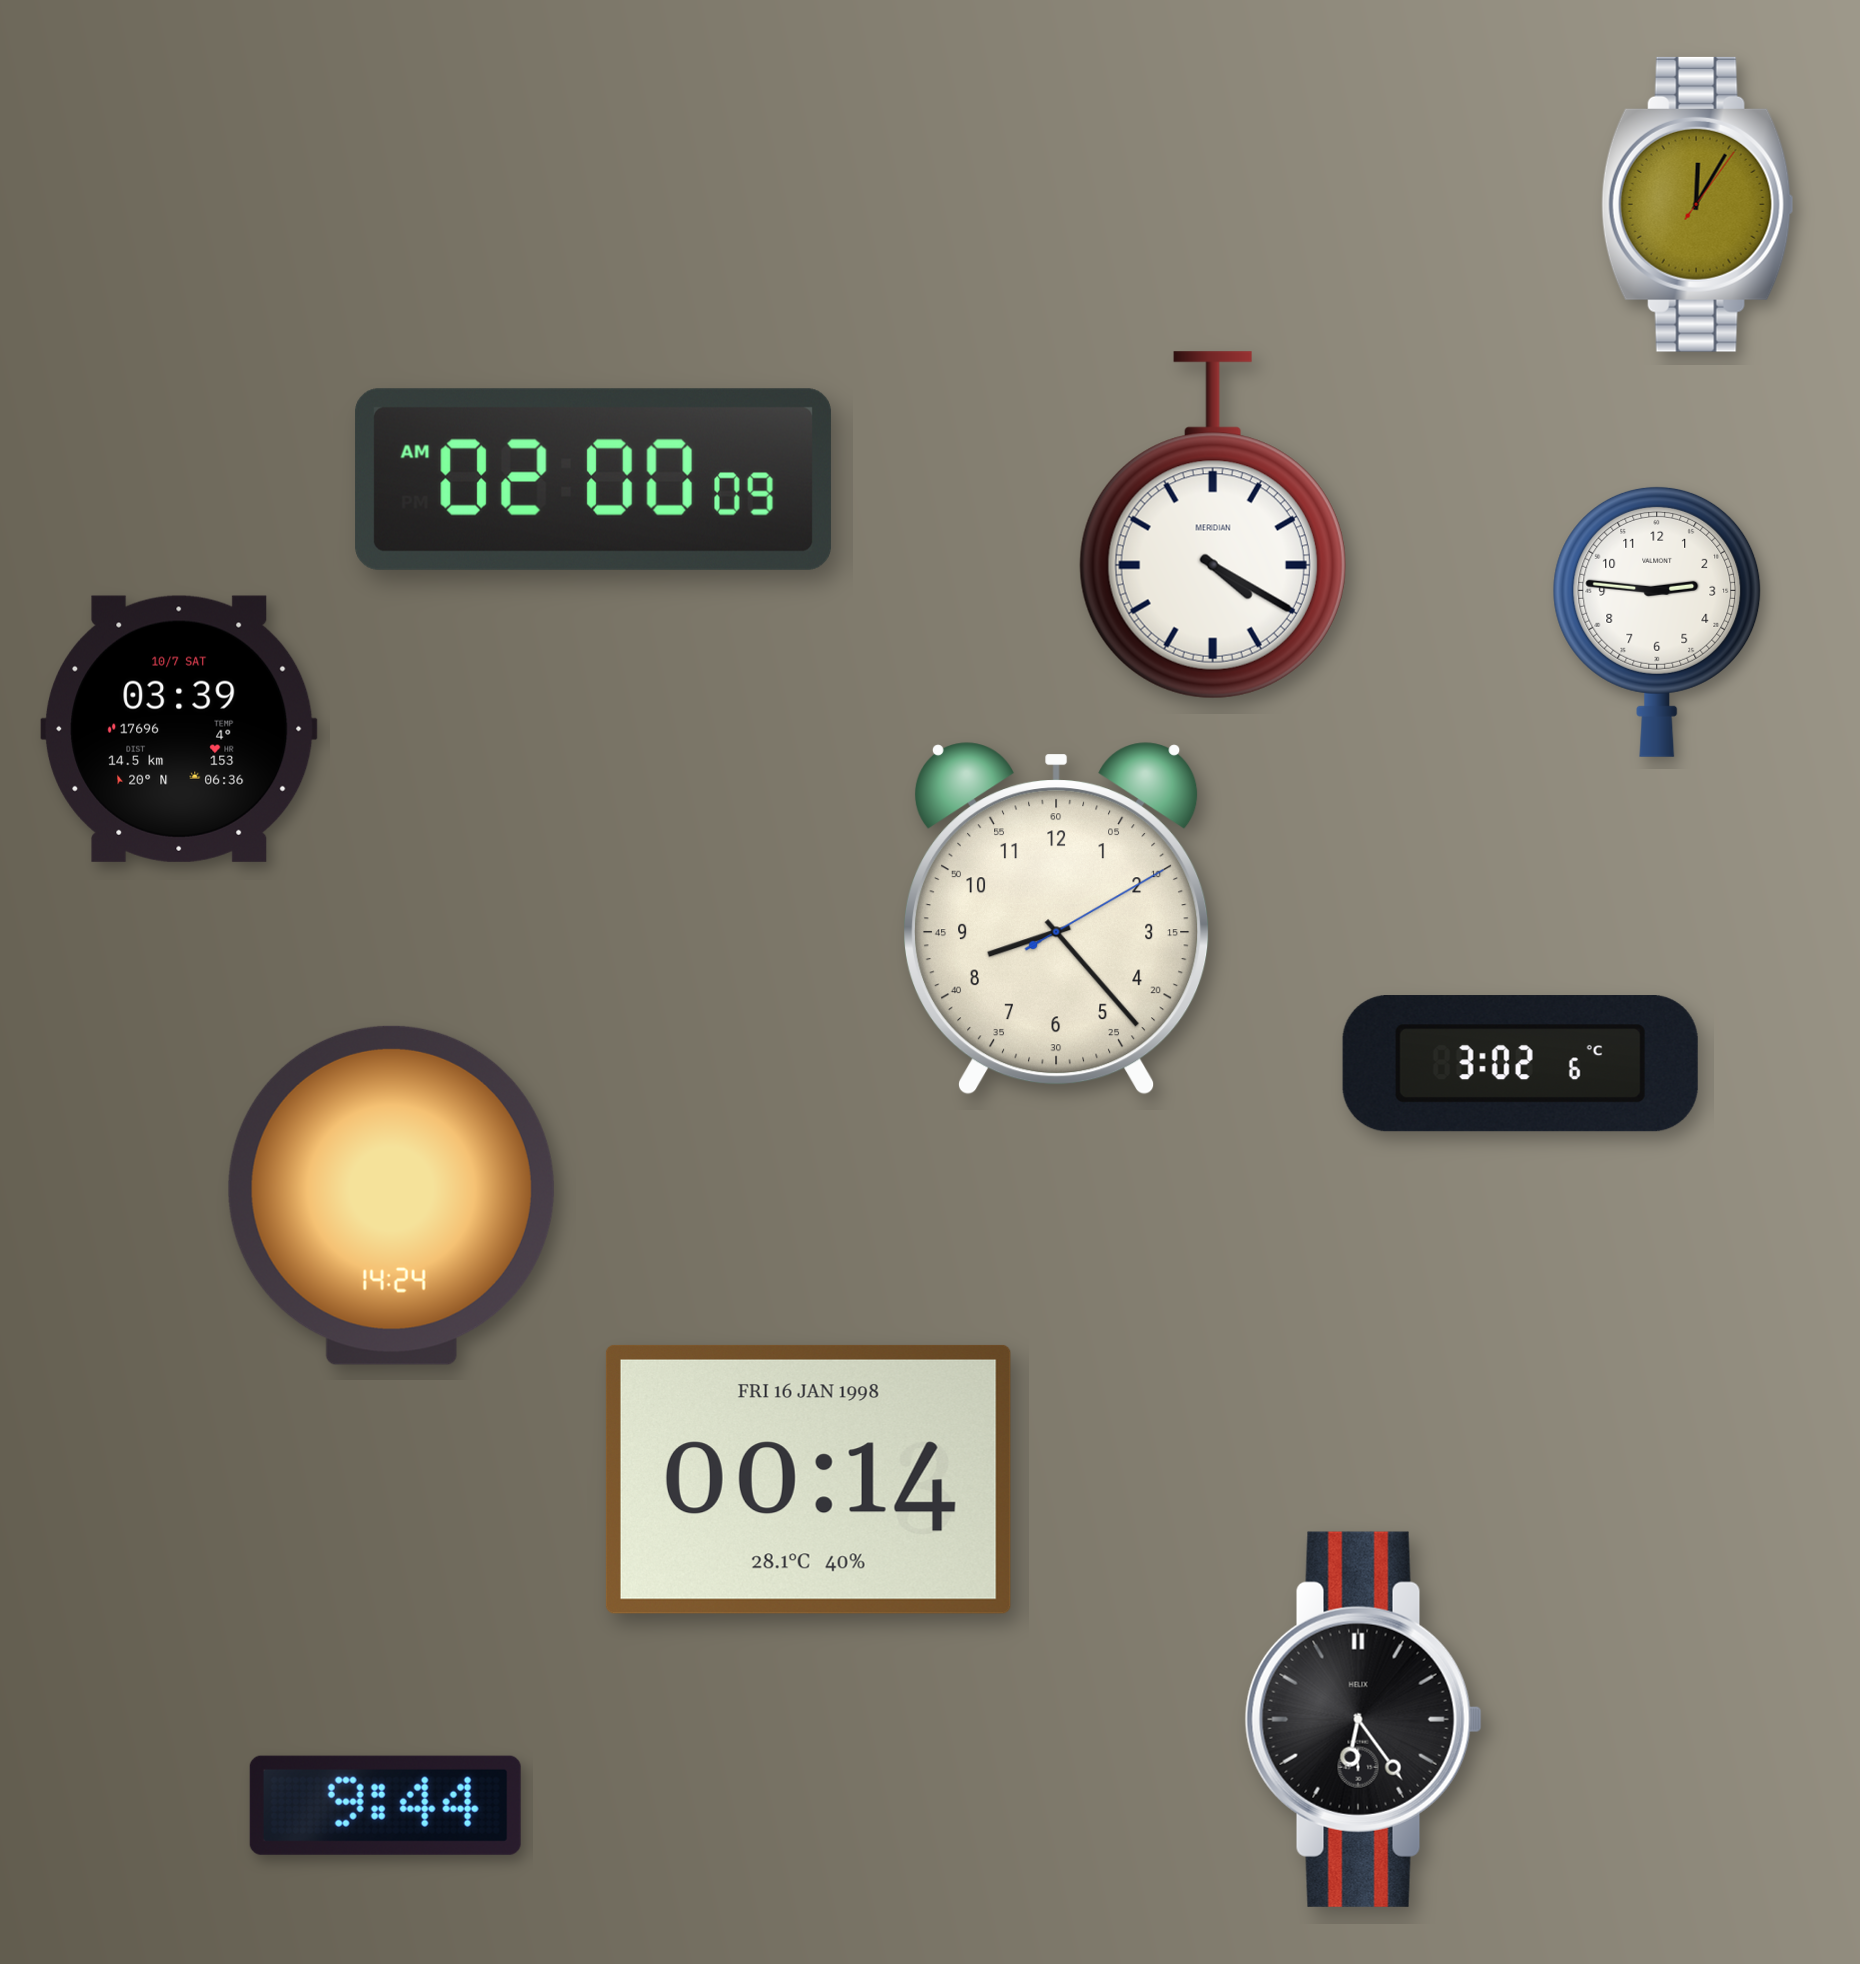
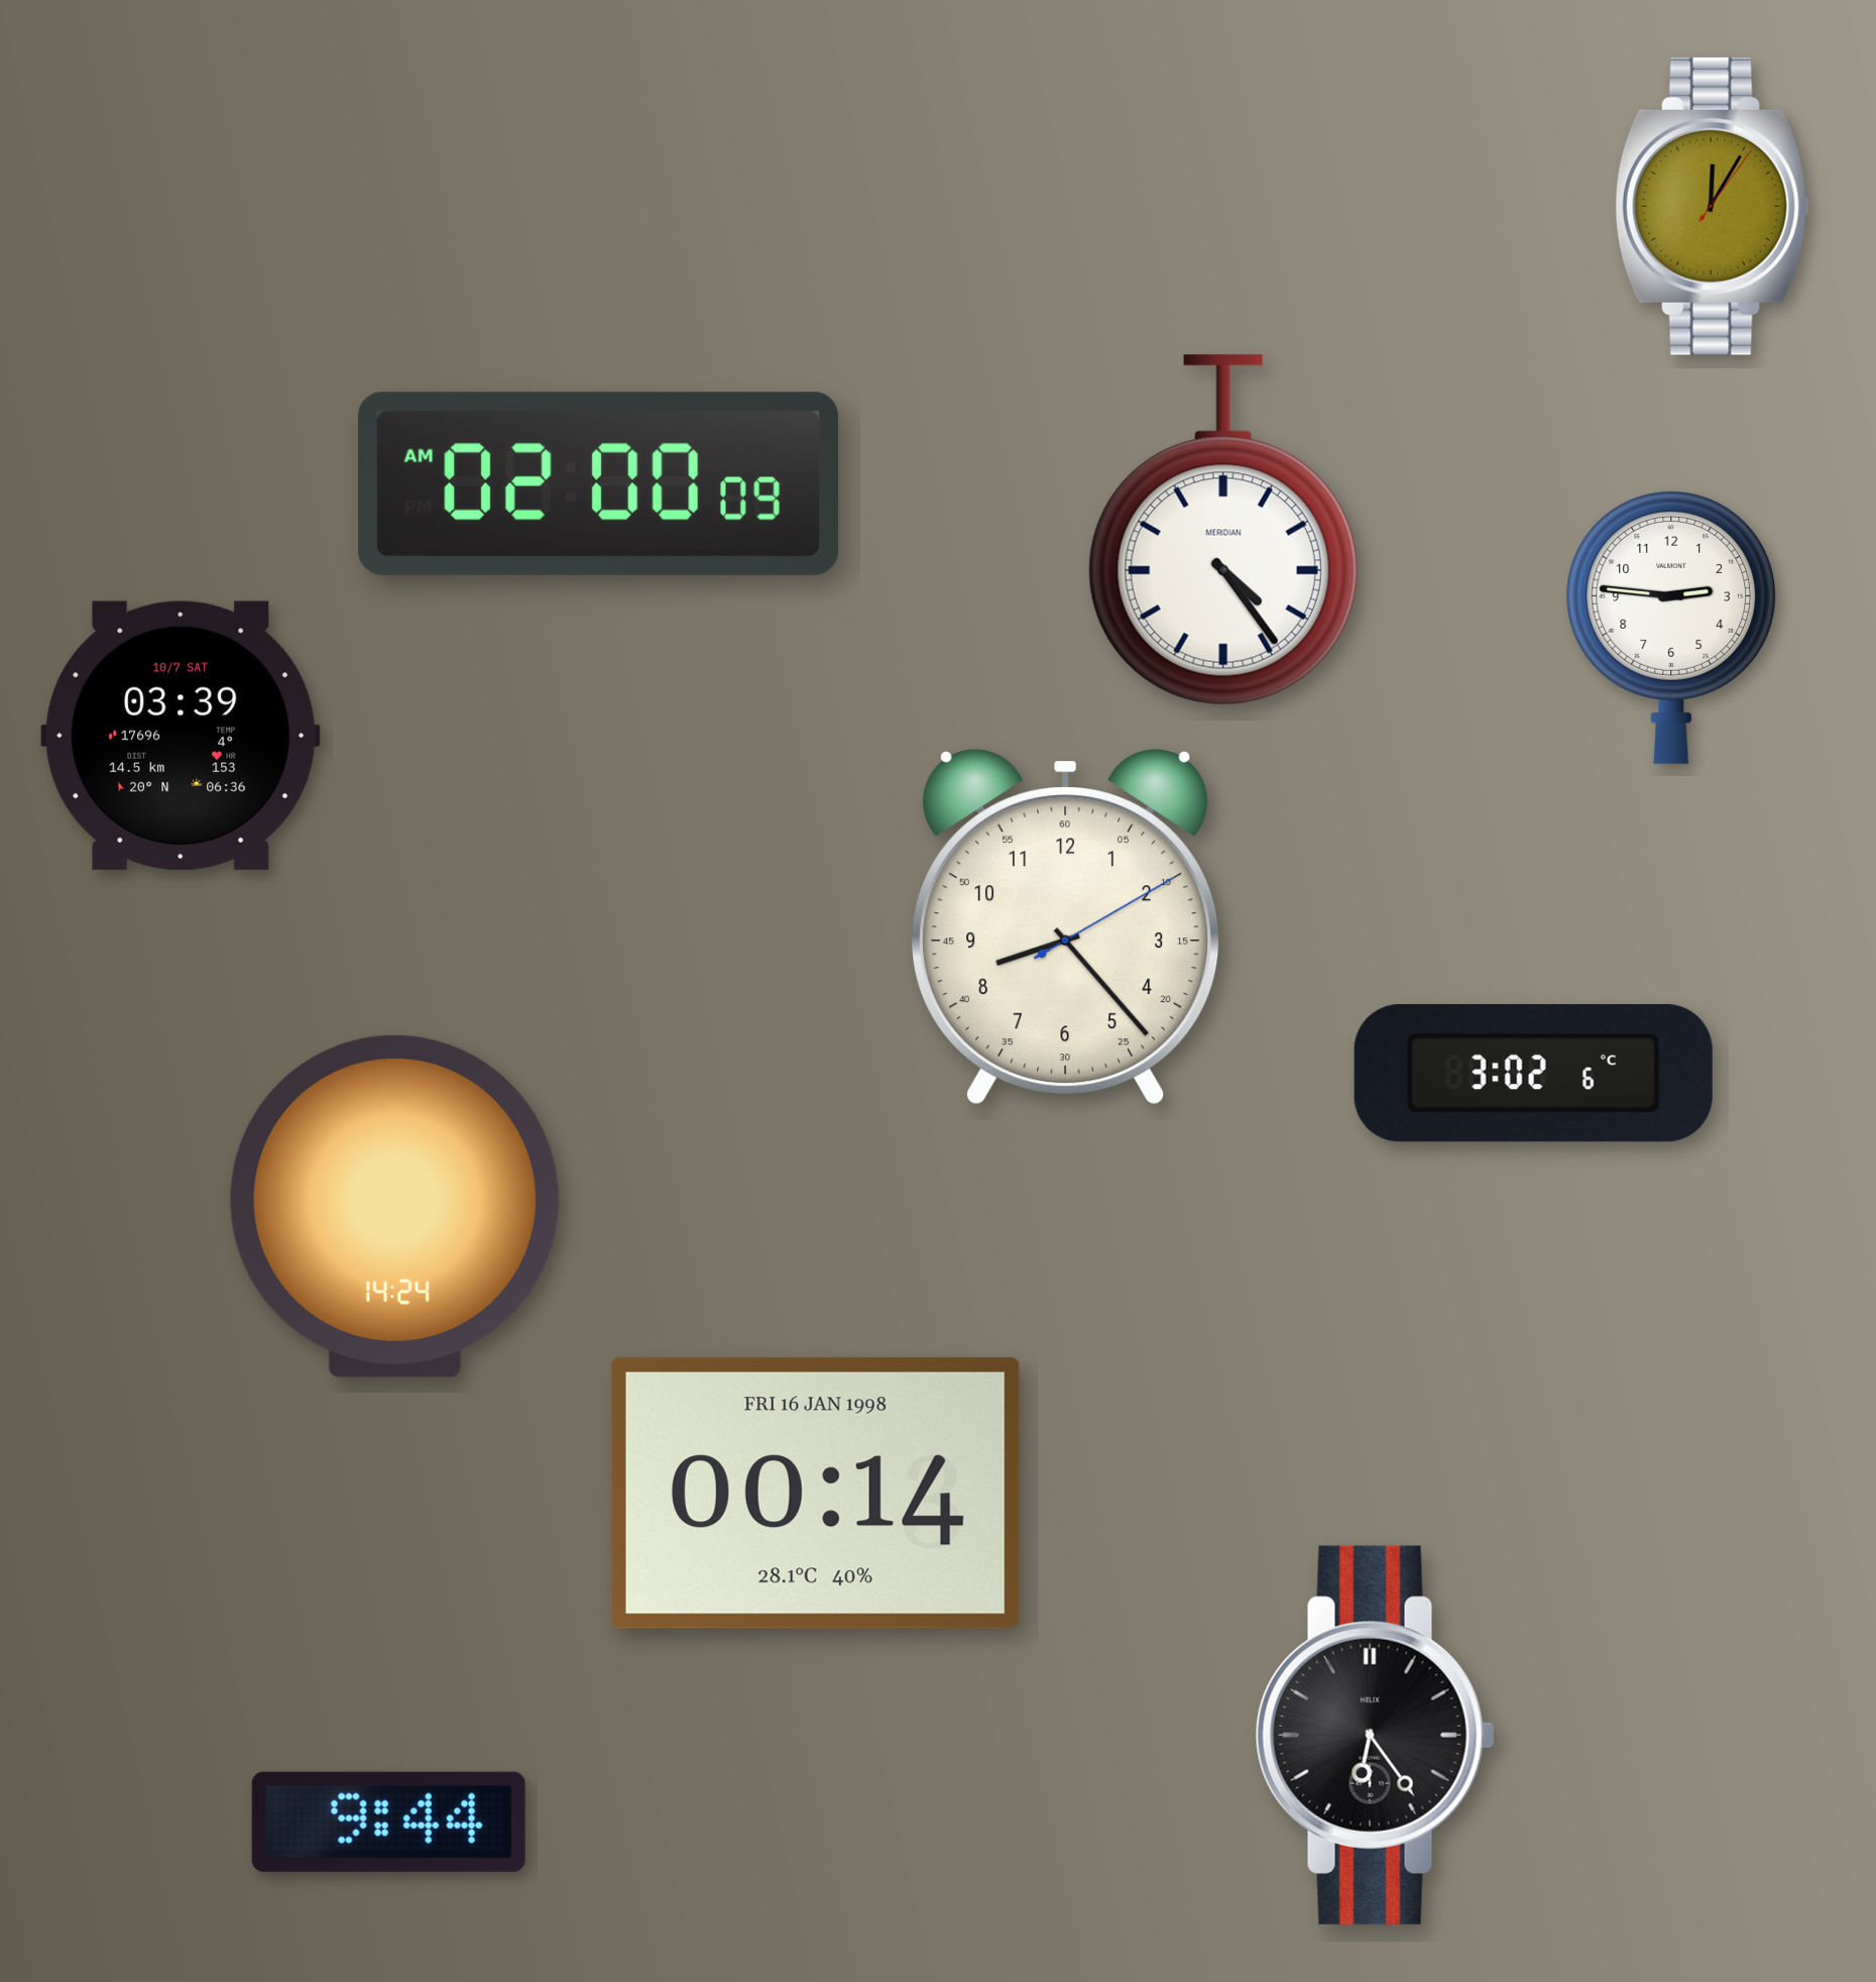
clock at (1213, 525): 4:20 -> 4:24
